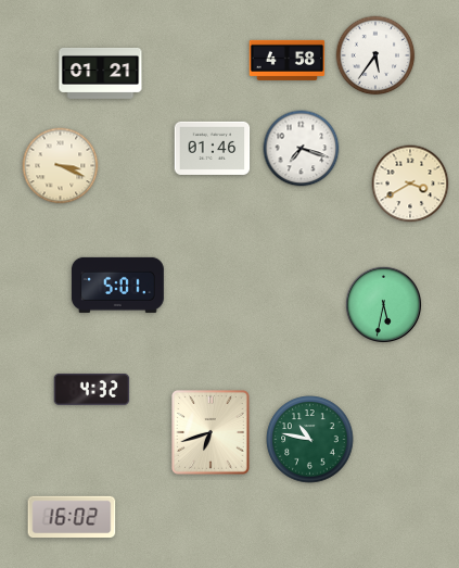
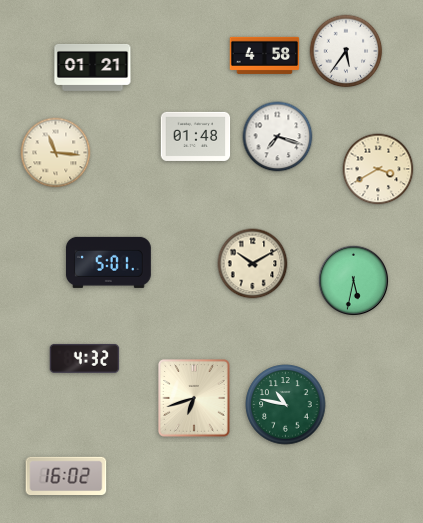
clock at (213, 148): 01:46 -> 01:48
clock at (61, 166): 3:19 -> 11:16
clock at (253, 264): none -> 10:10
